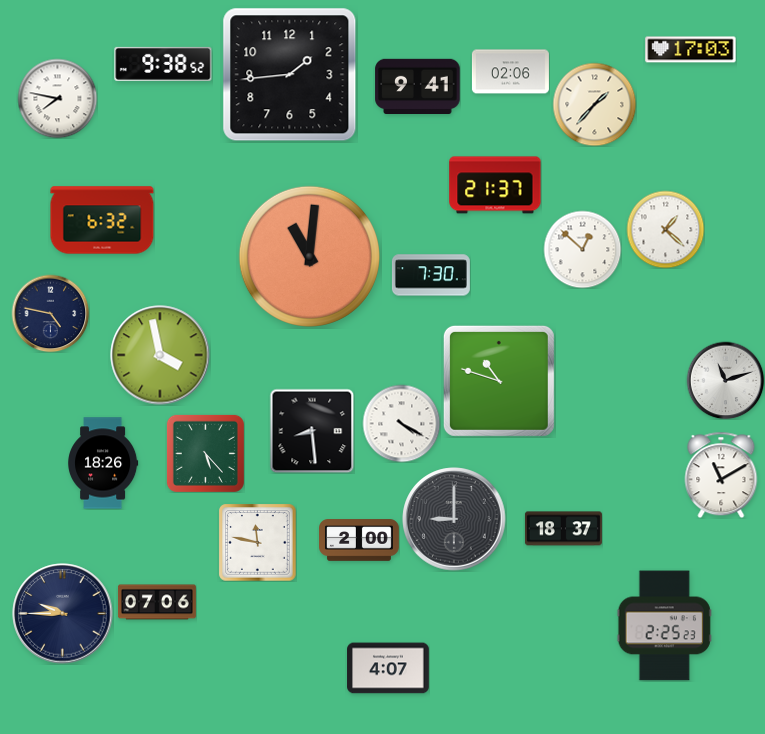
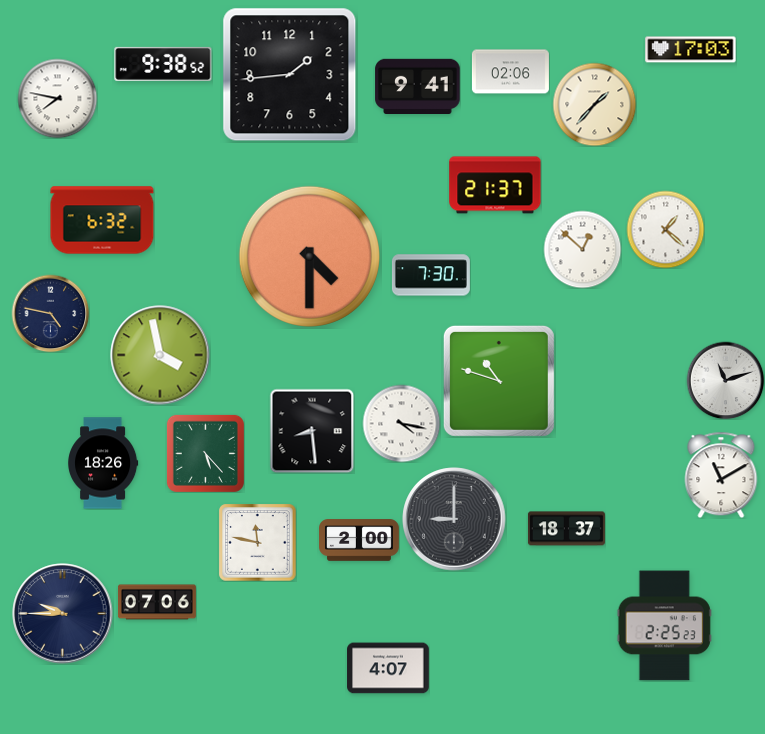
clock at (309, 256): 11:01 -> 4:30
clock at (401, 423): 4:20 -> 4:17
clock at (563, 529) position: (563, 529) -> (566, 529)
